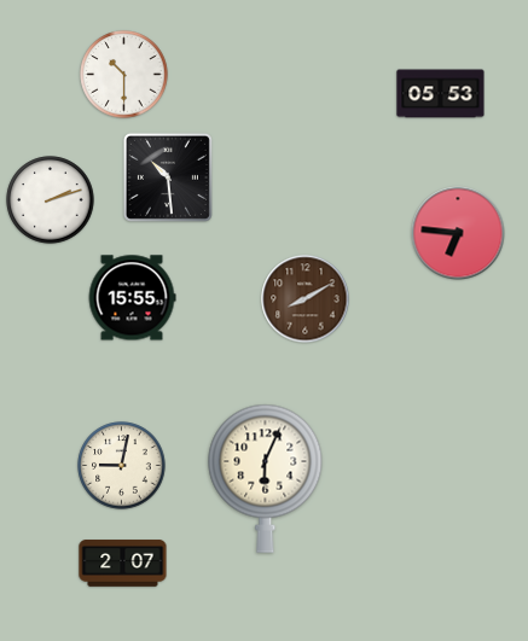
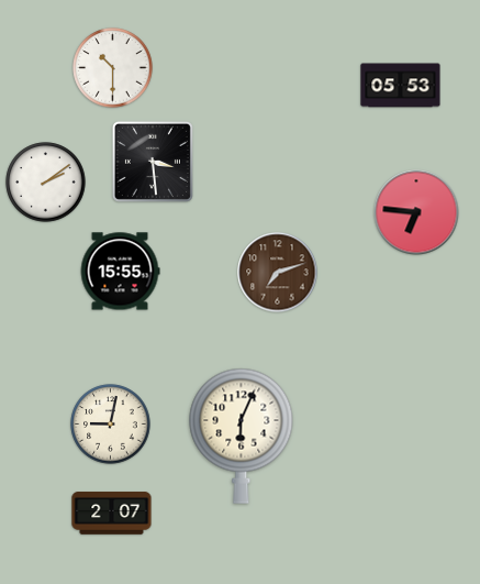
clock at (168, 177): 10:29 -> 3:29
clock at (51, 200): 2:12 -> 2:09
clock at (306, 299): 8:10 -> 7:12
